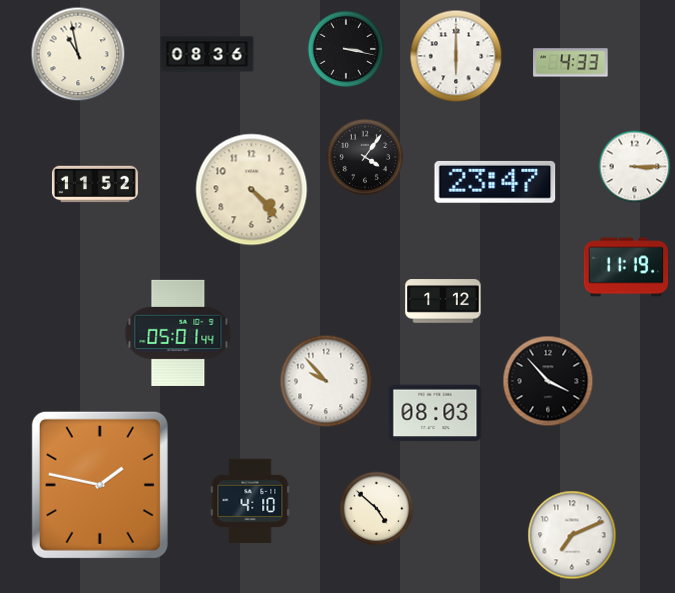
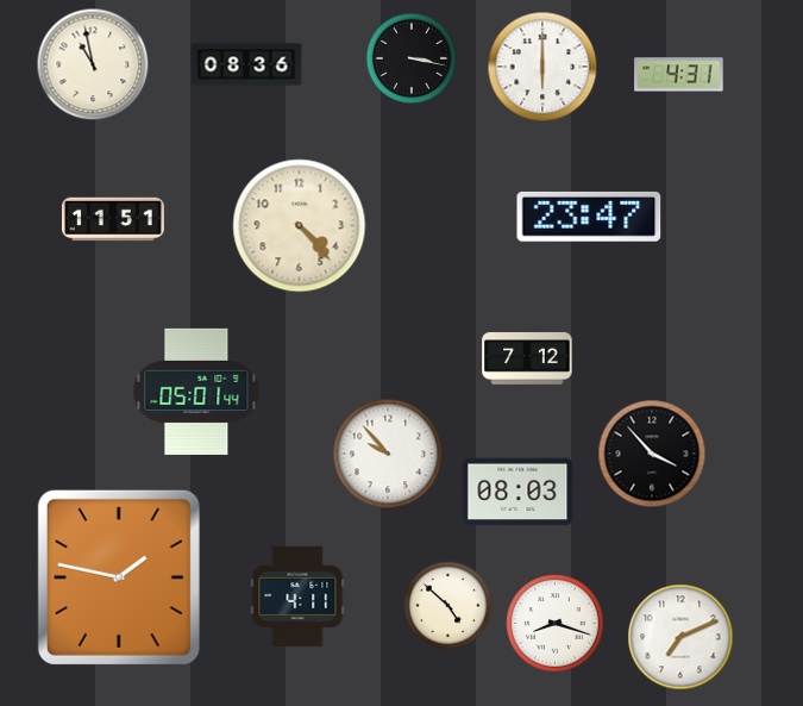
clock at (571, 63): 4:33 -> 4:31
clock at (365, 157): 4:06 -> none
clock at (635, 167): 3:15 -> none
clock at (95, 184): 11:52 -> 11:51
clock at (625, 267): 11:19 -> none
clock at (443, 301): 1:12 -> 7:12
clock at (178, 333) position: (178, 333) -> (196, 392)
clock at (250, 500): 4:10 -> 4:11
clock at (556, 624): none -> 8:18
